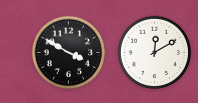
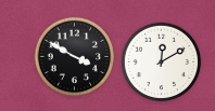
clock at (155, 53) position: (155, 53) -> (162, 63)
